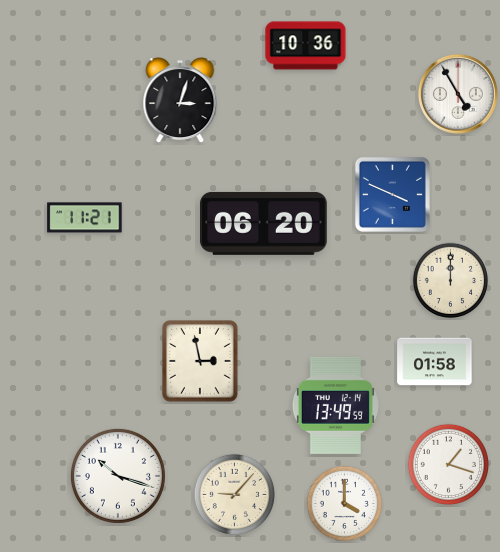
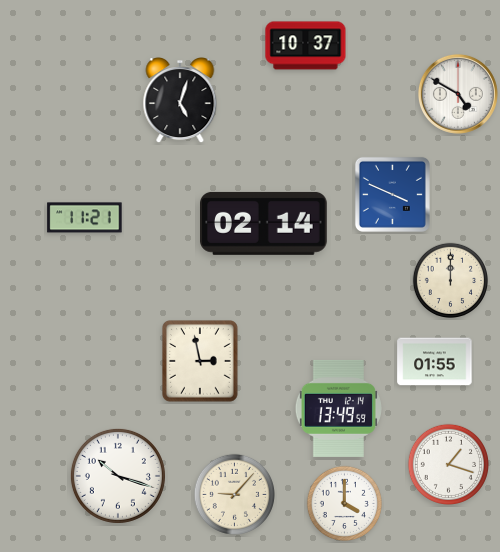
clock at (306, 46): 10:36 -> 10:37
clock at (458, 94): 4:55 -> 4:50
clock at (180, 101): 3:03 -> 5:03
clock at (264, 223): 06:20 -> 02:14
clock at (435, 362): 01:58 -> 01:55
clock at (335, 405) position: (335, 405) -> (338, 408)
